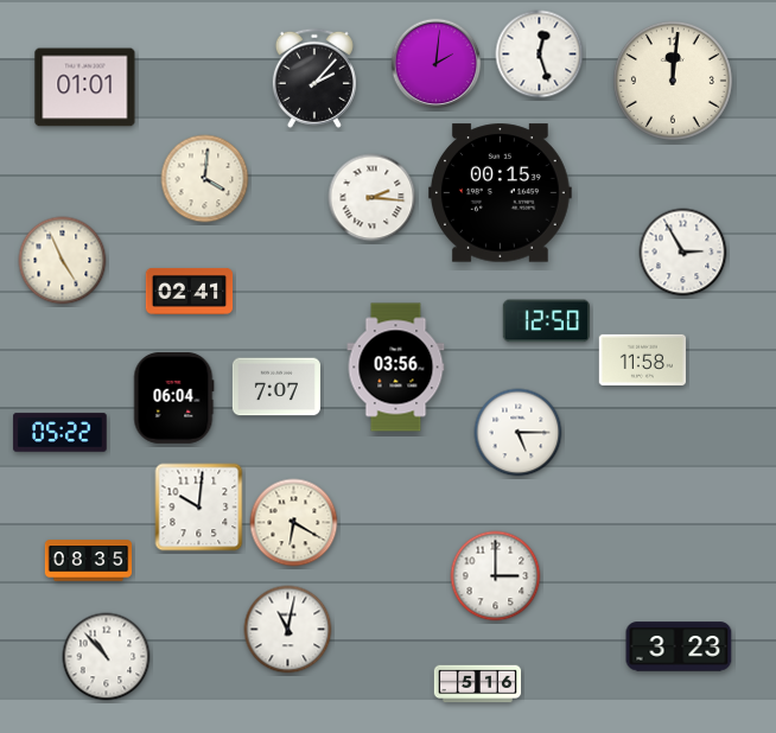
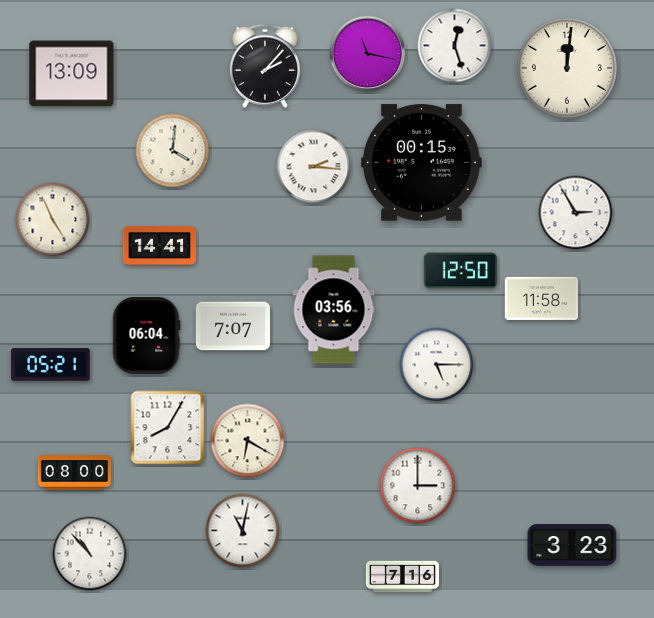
clock at (437, 64): 2:01 -> 11:17
clock at (85, 88): 01:01 -> 13:09
clock at (190, 292): 02:41 -> 14:41
clock at (642, 359) position: (642, 359) -> (541, 298)
clock at (61, 433): 05:22 -> 05:21
clock at (199, 508): 10:01 -> 8:05
clock at (89, 561): 08:35 -> 08:00
clock at (478, 684): 5:16 -> 7:16
